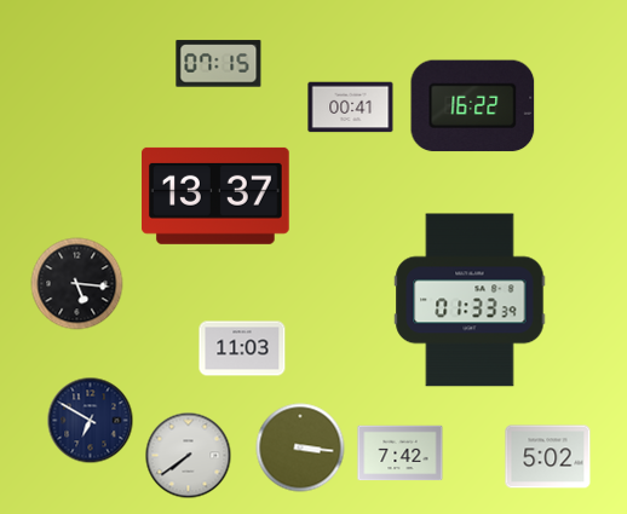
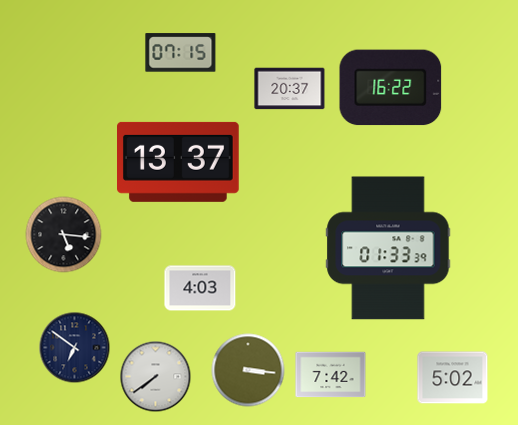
clock at (351, 108): 00:41 -> 20:37
clock at (242, 348): 11:03 -> 4:03
clock at (91, 421): 6:50 -> 6:51
